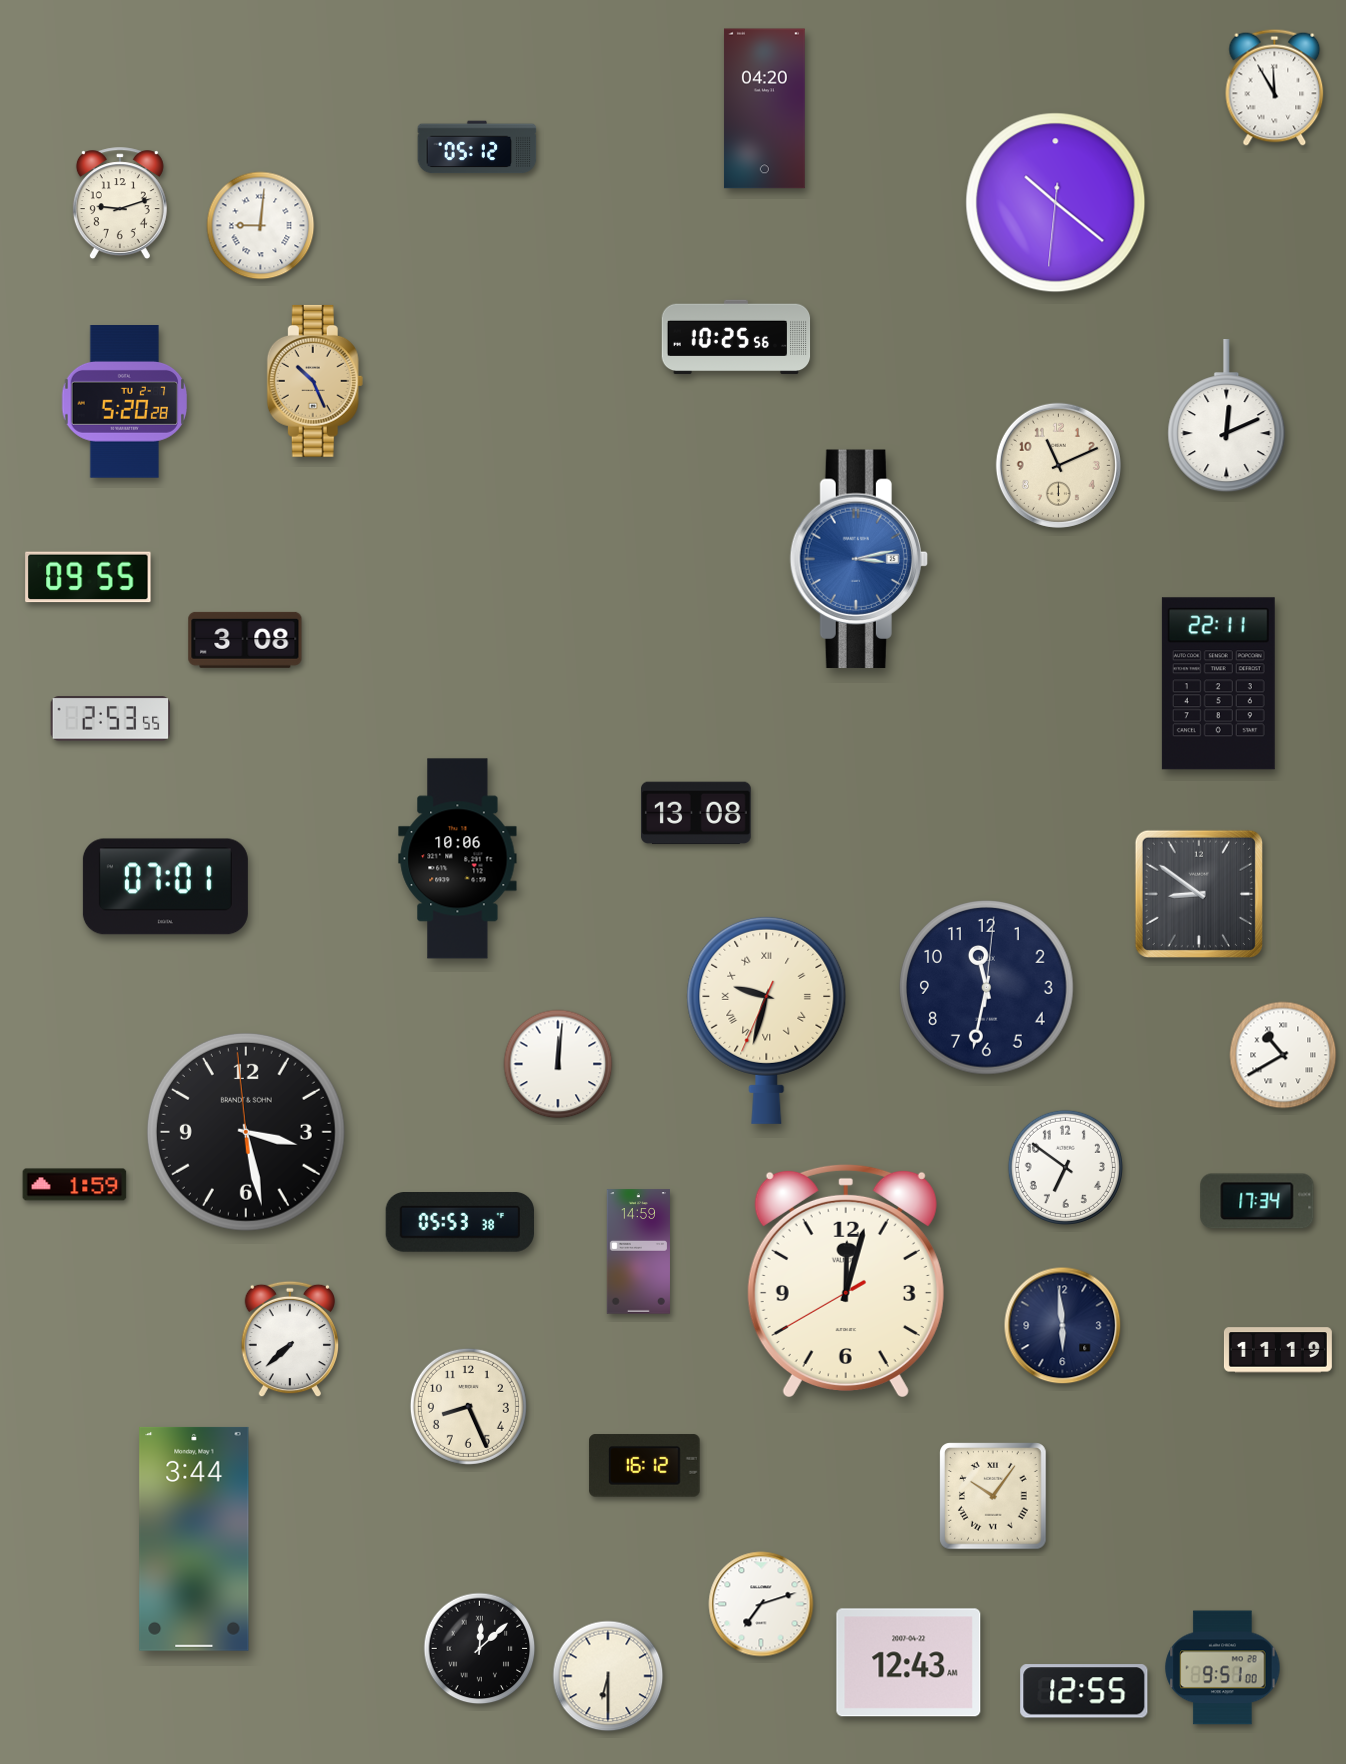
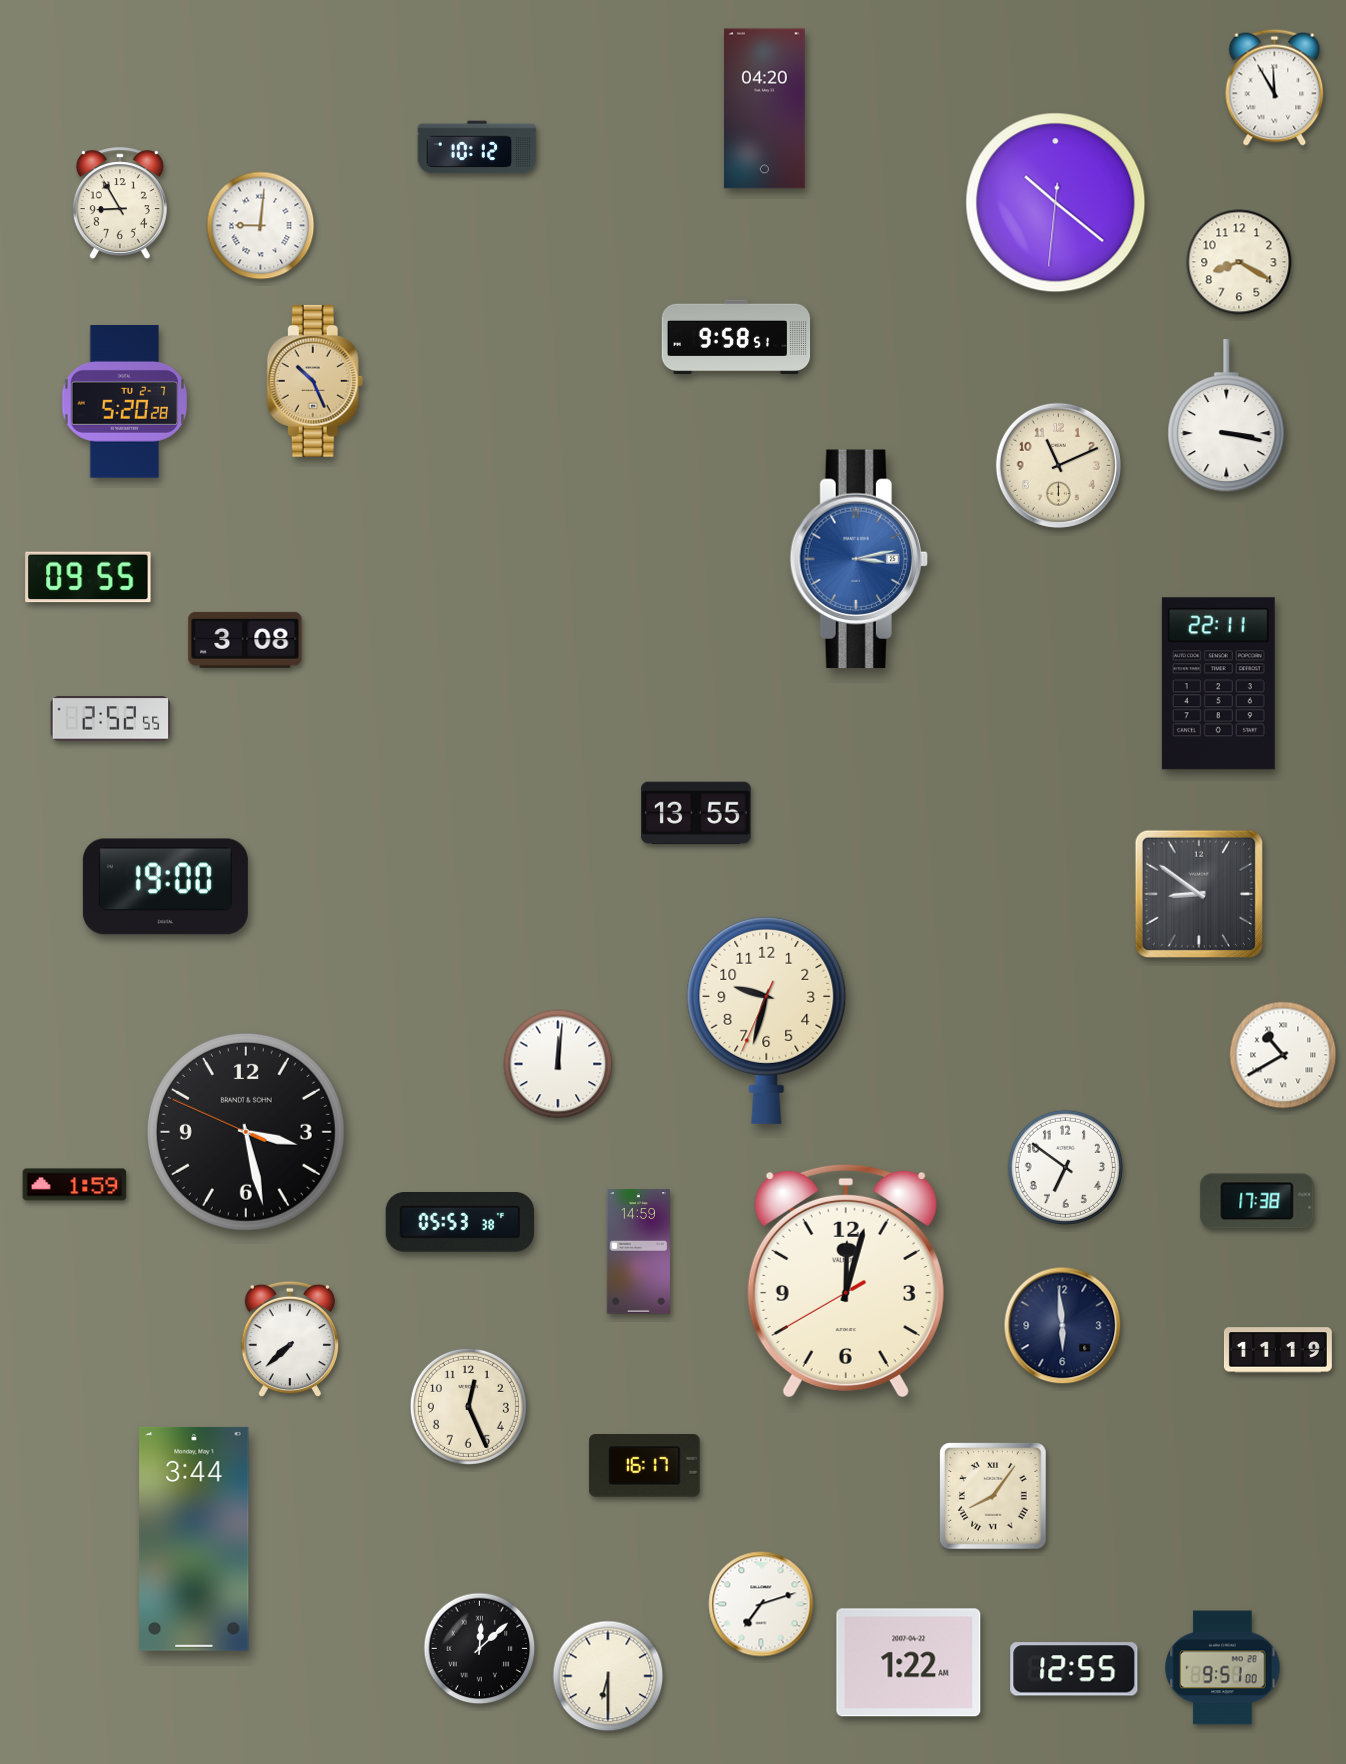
clock at (477, 147): 05:12 -> 10:12
clock at (120, 204): 9:12 -> 8:55
clock at (1239, 262): none -> 8:20
clock at (736, 337): 10:25 -> 9:58
clock at (1227, 417): 12:11 -> 3:17
clock at (111, 719): 2:53 -> 2:52
clock at (696, 813): 13:08 -> 13:55
clock at (458, 859): 10:06 -> none
clock at (165, 887): 07:01 -> 19:00
clock at (987, 988): 11:32 -> none
clock at (767, 1020) numerals: Roman -> Arabic
clock at (246, 1132): 3:27:59 -> 3:27:49
clock at (1257, 1201): 17:34 -> 17:38
clock at (468, 1406): 8:26 -> 12:26
clock at (645, 1466): 16:12 -> 16:17
clock at (993, 1496): 10:06 -> 8:06
clock at (909, 1663): 12:43 -> 1:22
clock at (1084, 1691) position: (1084, 1691) -> (1074, 1669)
